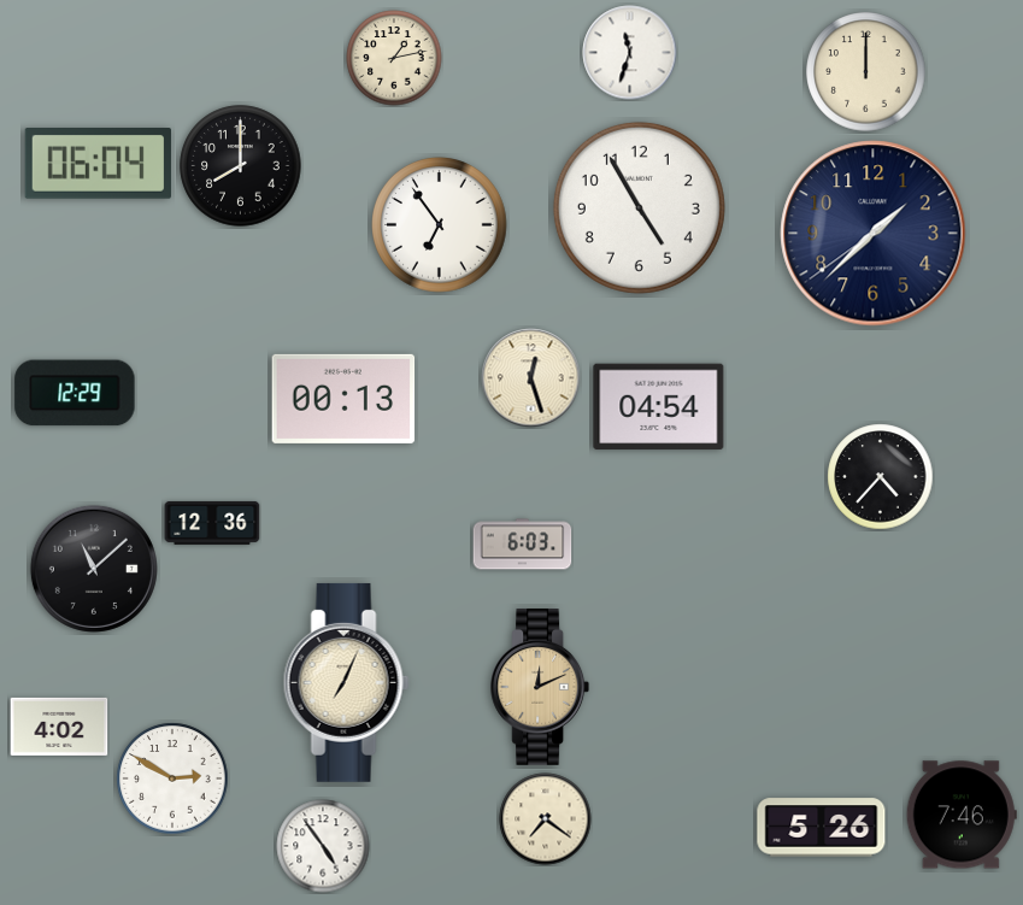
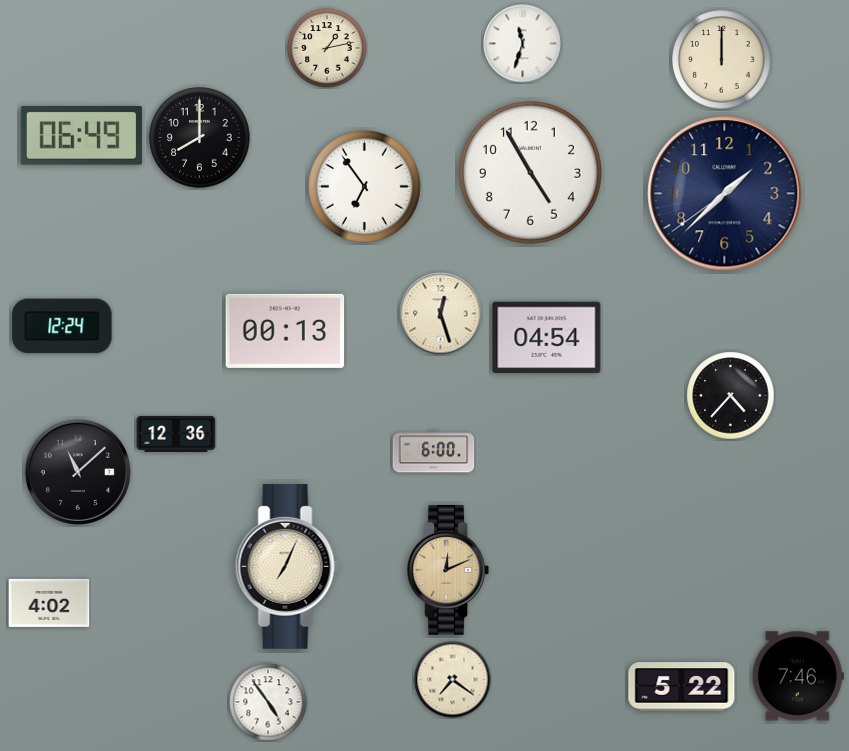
clock at (866, 72) position: (866, 72) -> (722, 60)
clock at (98, 164): 06:04 -> 06:49
clock at (75, 393): 12:29 -> 12:24
clock at (523, 545): 6:03 -> 6:00
clock at (172, 778): 2:50 -> none
clock at (822, 828): 5:26 -> 5:22
